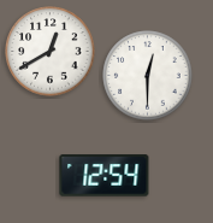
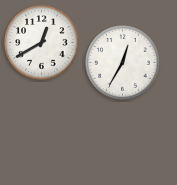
clock at (148, 76): 12:30 -> 12:35
clock at (105, 176): 12:54 -> none
